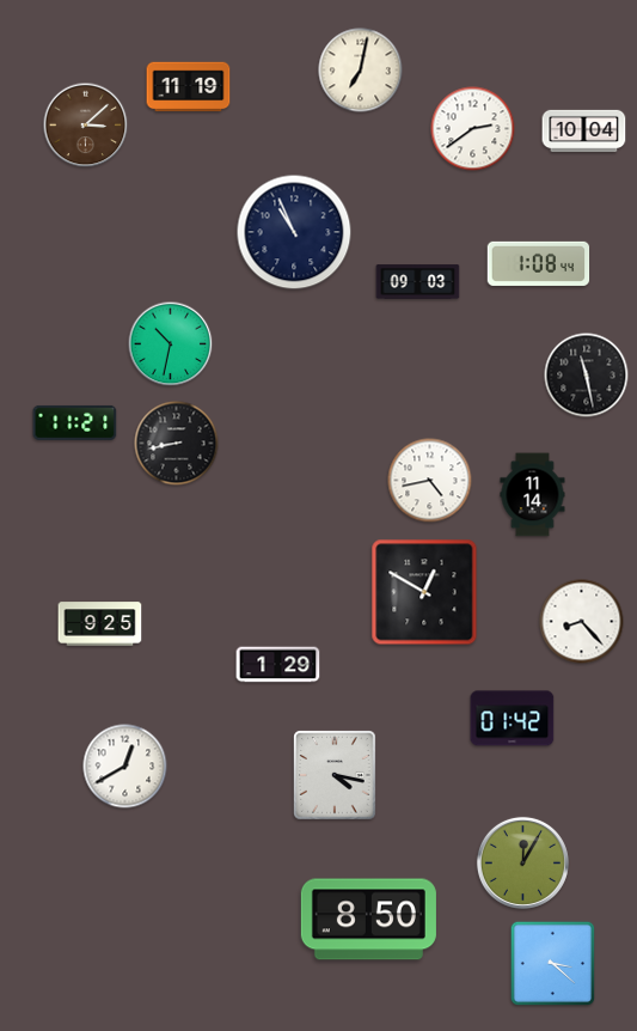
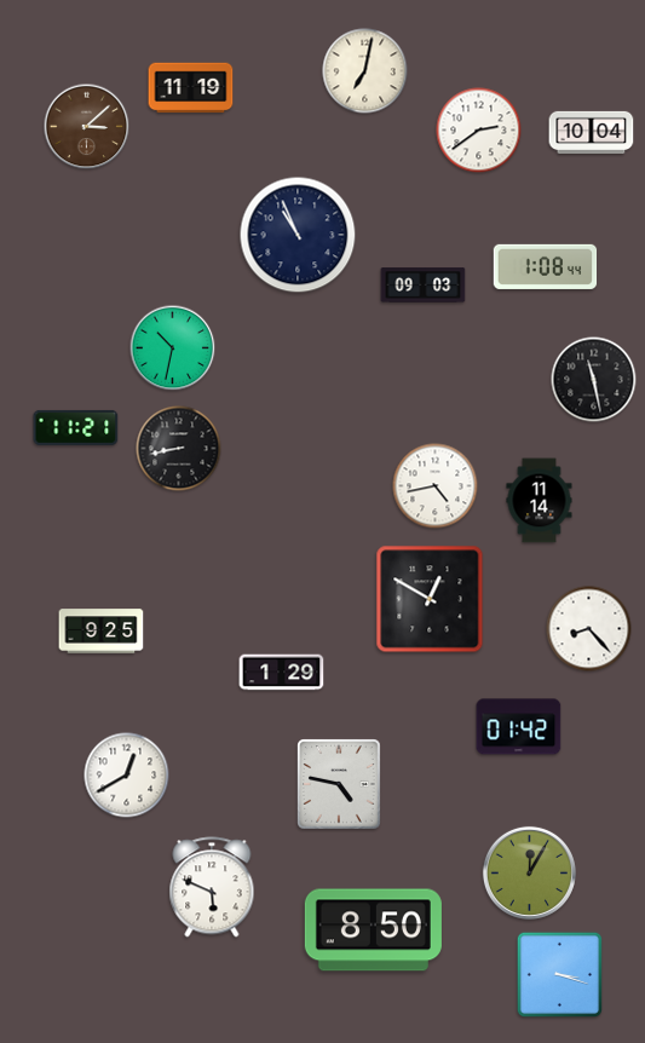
clock at (335, 775): 4:17 -> 4:47
clock at (212, 887): none -> 5:49
clock at (552, 963): 3:22 -> 3:18
